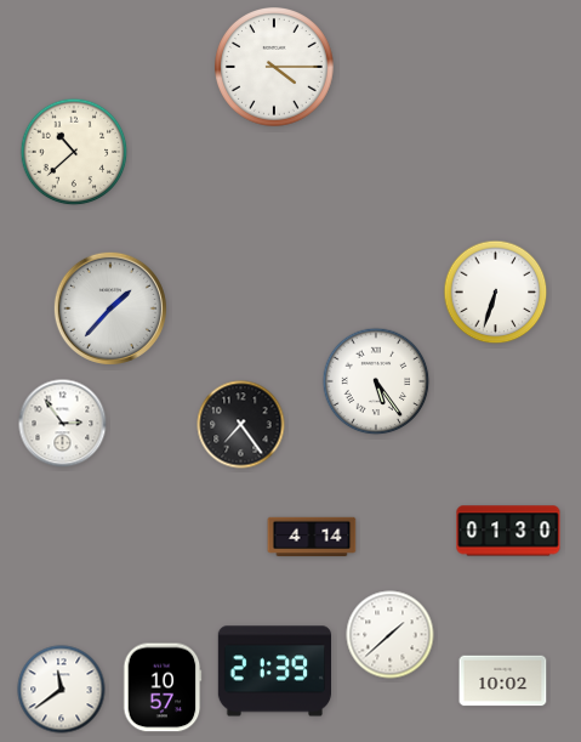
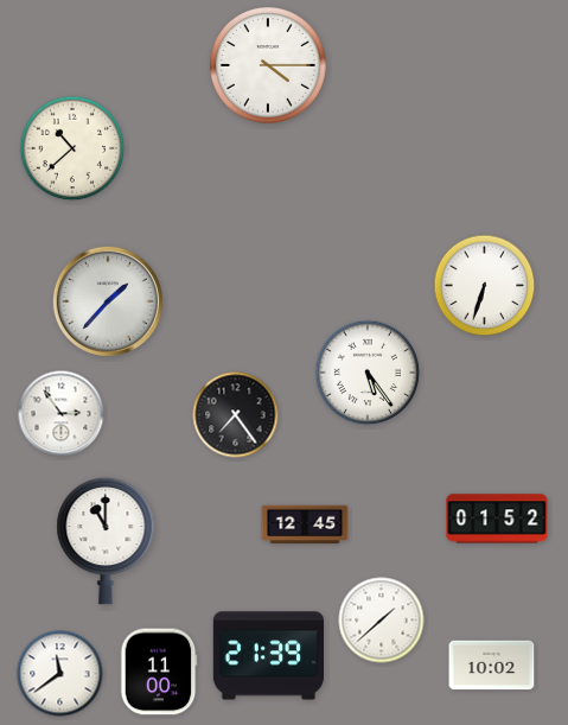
clock at (508, 531): 01:30 -> 01:52
clock at (312, 537): 4:14 -> 12:45
clock at (106, 541): none -> 11:00
clock at (163, 687): 10:57 -> 11:00
